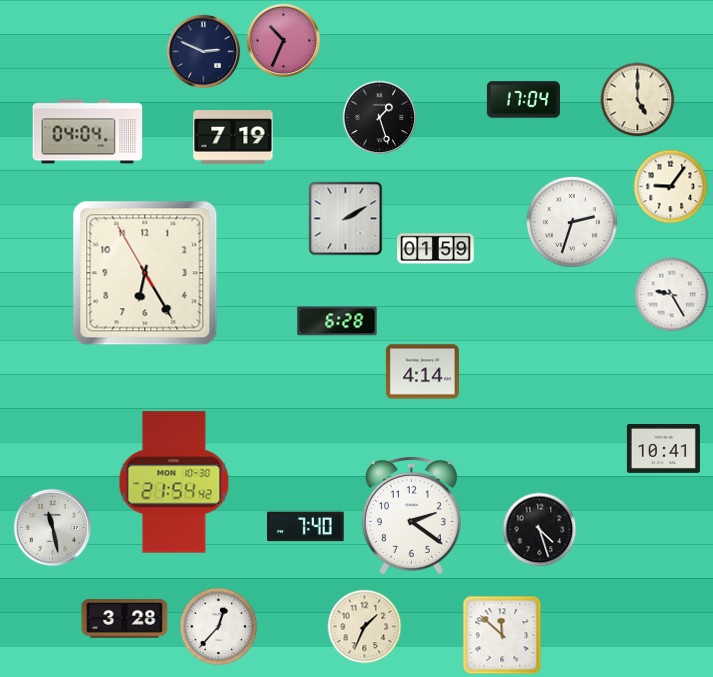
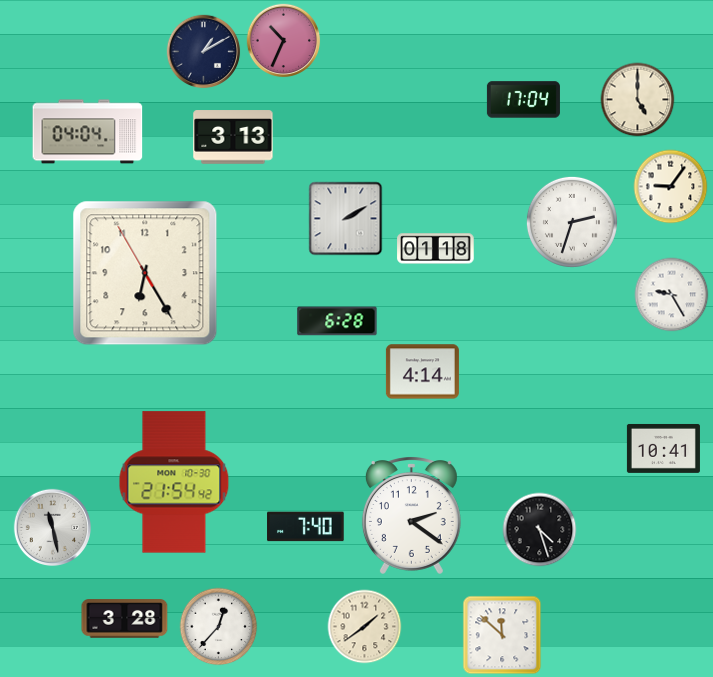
clock at (204, 52): 2:49 -> 1:10
clock at (380, 118): 1:27 -> none
clock at (233, 137): 7:19 -> 3:13
clock at (436, 249): 01:59 -> 01:18
clock at (365, 627): 1:34 -> 1:39
